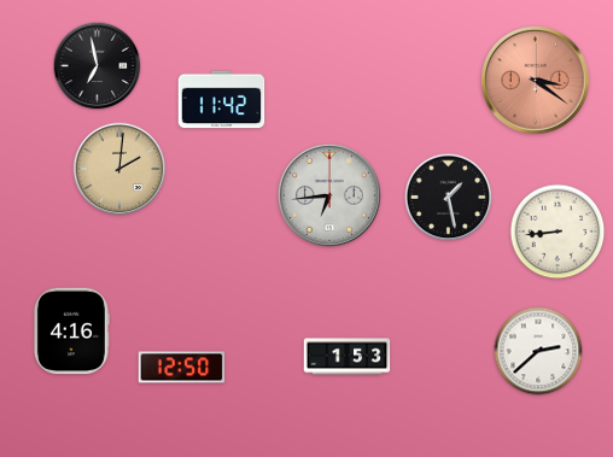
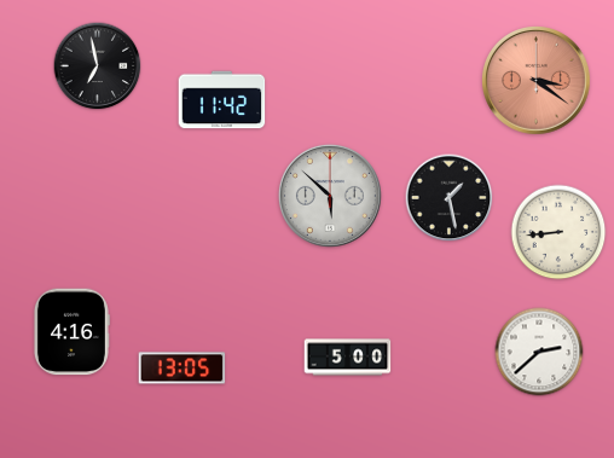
clock at (119, 169): 2:01 -> none
clock at (329, 195): 6:44 -> 5:52
clock at (348, 357): 1:53 -> 5:00
clock at (182, 368): 12:50 -> 13:05
